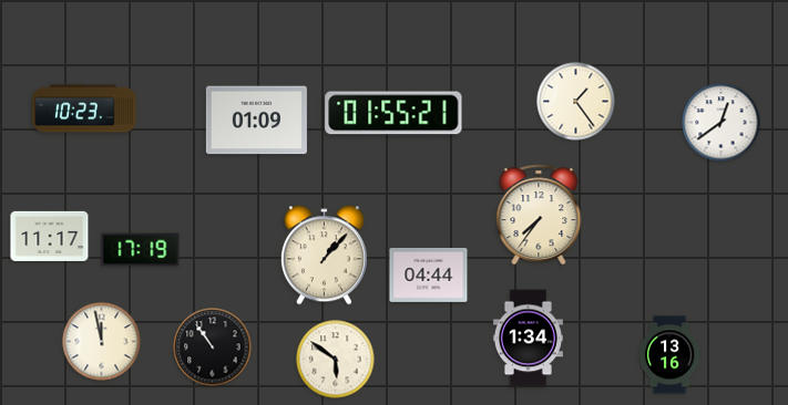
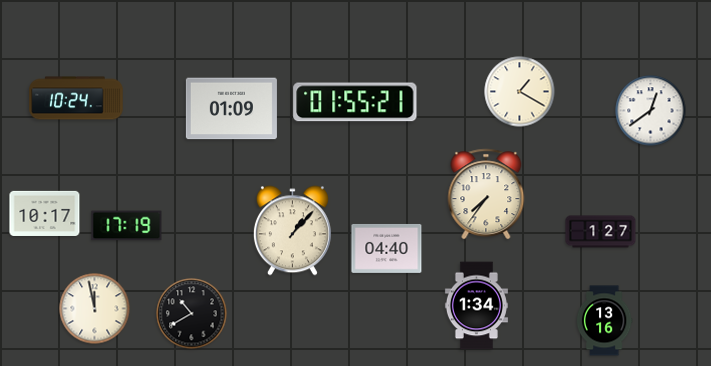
clock at (576, 102): 1:24 -> 1:20
clock at (84, 108): 10:23 -> 10:24
clock at (50, 236): 11:17 -> 10:17
clock at (601, 232): none -> 1:27
clock at (429, 274): 04:44 -> 04:40
clock at (102, 342) position: (102, 342) -> (95, 309)
clock at (213, 347): 10:54 -> 10:40
clock at (336, 360): 5:51 -> none
